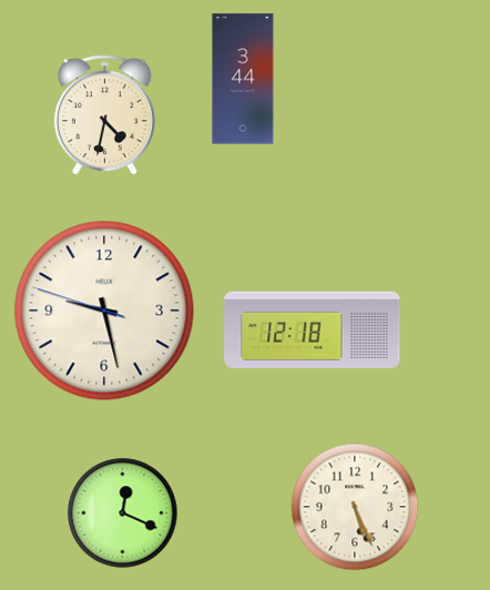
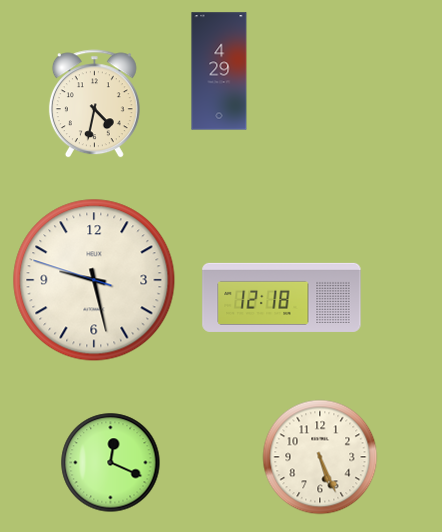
clock at (243, 79): 3:44 -> 4:29
